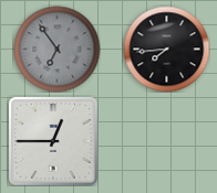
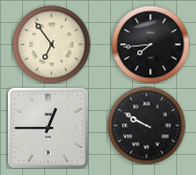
clock at (56, 49) dial: grey -> cream
clock at (146, 125): none -> 9:50
